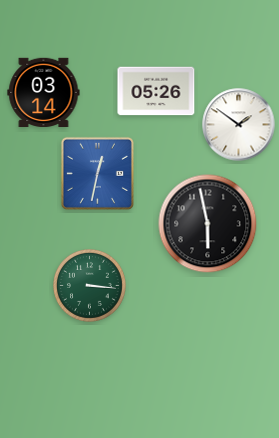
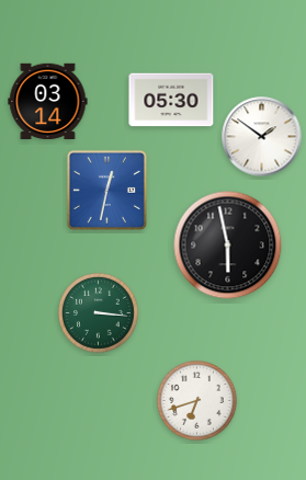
clock at (156, 91): 05:26 -> 05:30
clock at (197, 401): none -> 6:42
